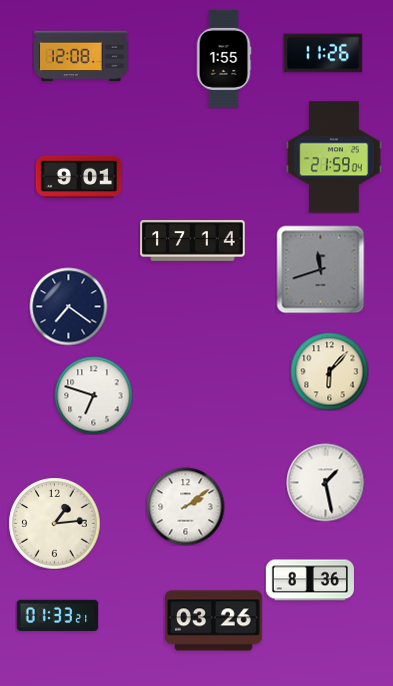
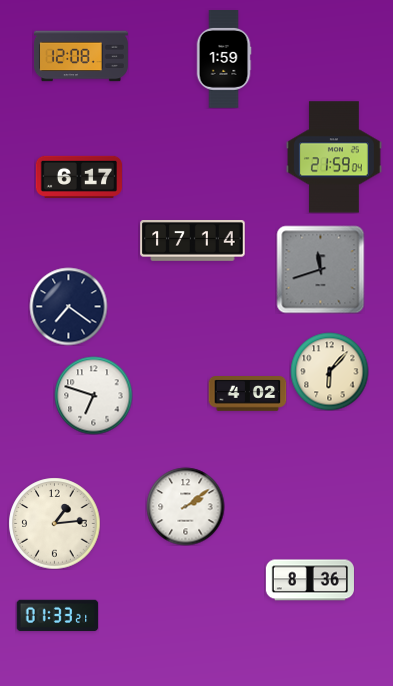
clock at (323, 53): 11:26 -> none
clock at (224, 59): 1:55 -> 1:59
clock at (78, 177): 9:01 -> 6:17
clock at (247, 394): none -> 4:02
clock at (325, 482): 1:28 -> none
clock at (214, 621): 03:26 -> none
